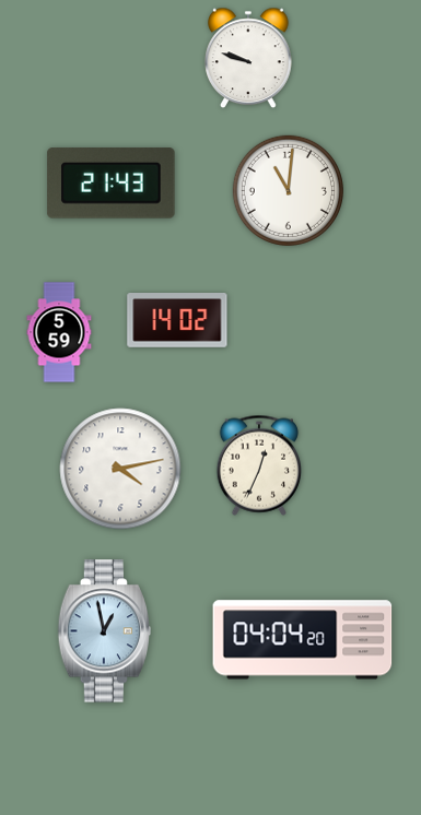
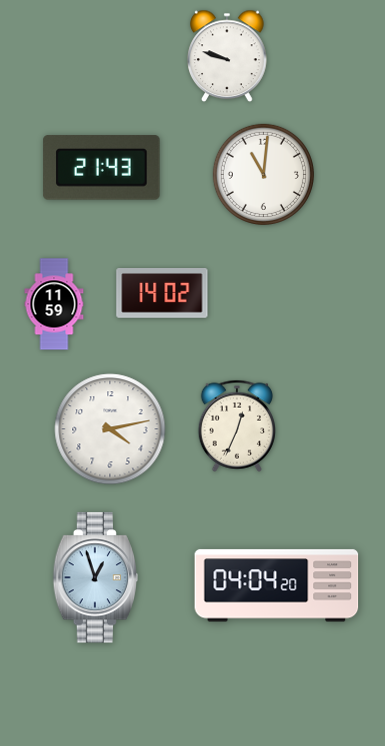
clock at (248, 58) position: (248, 58) -> (227, 56)
clock at (59, 332): 5:59 -> 11:59
clock at (105, 631): 12:58 -> 12:57
